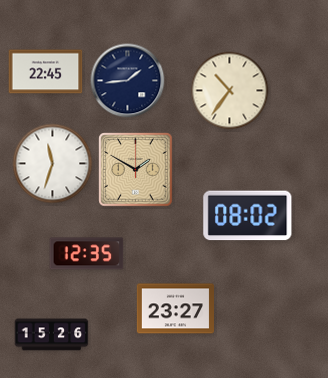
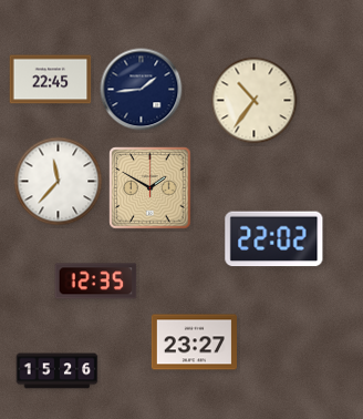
clock at (53, 164): 11:33 -> 11:37
clock at (248, 216): 08:02 -> 22:02
